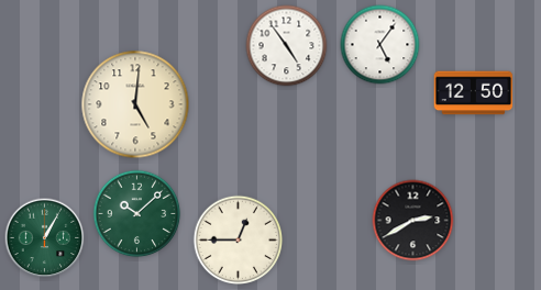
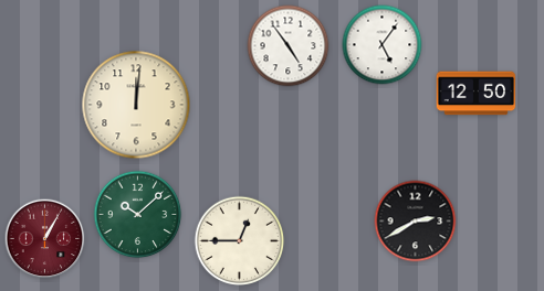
clock at (135, 104): 5:01 -> 12:01
clock at (45, 238) dial: green -> burgundy
